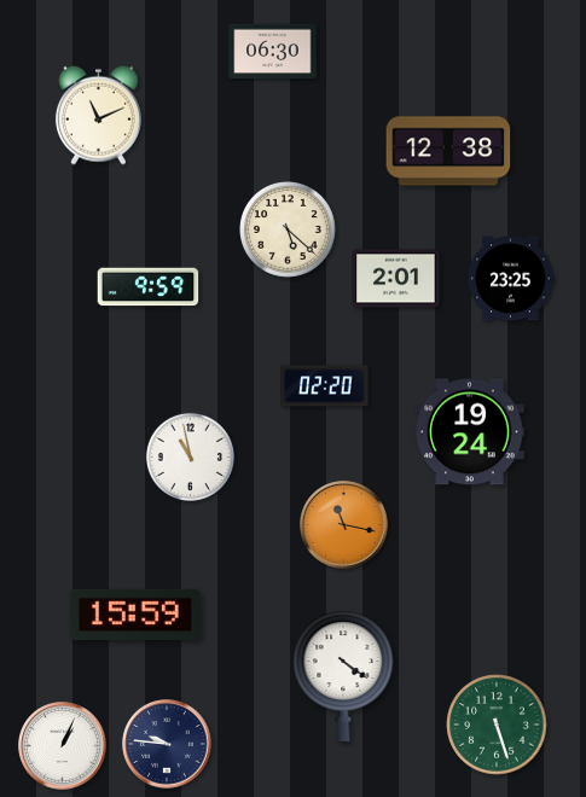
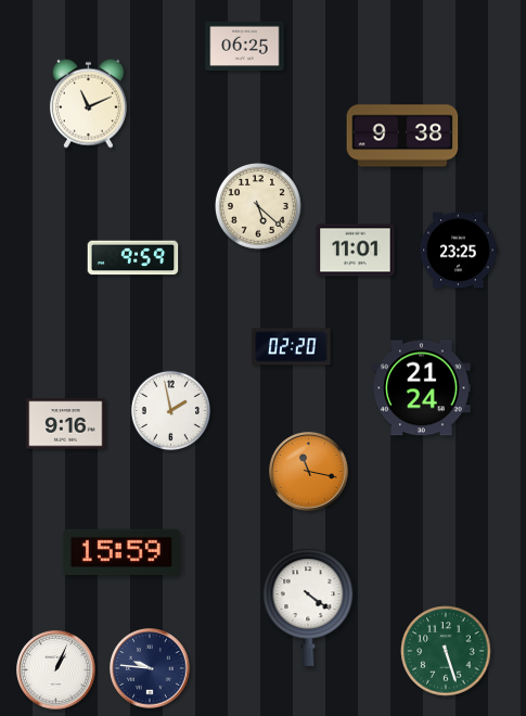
clock at (273, 52): 06:30 -> 06:25
clock at (448, 151): 12:38 -> 9:38
clock at (396, 279): 2:01 -> 11:01
clock at (470, 432): 19:24 -> 21:24
clock at (190, 456): 10:58 -> 1:58
clock at (66, 424): none -> 9:16
